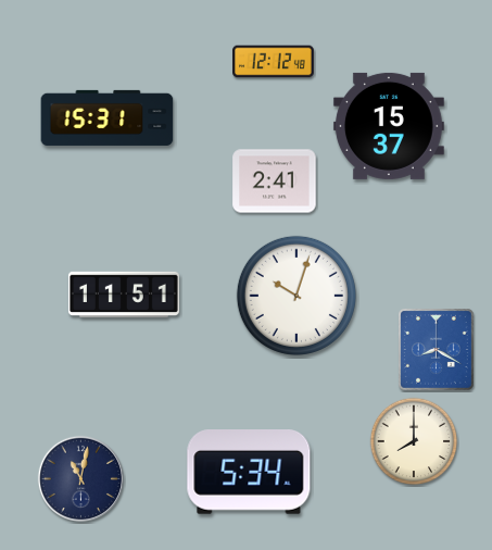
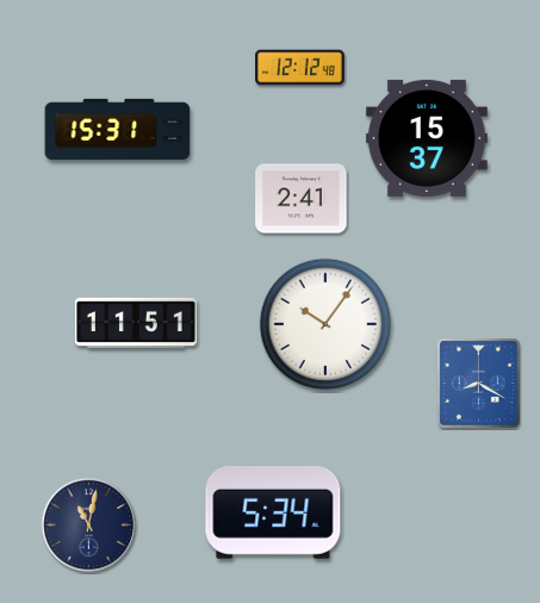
clock at (297, 296): 10:03 -> 10:06
clock at (414, 441): 8:00 -> none
clock at (249, 473) position: (249, 473) -> (273, 514)
